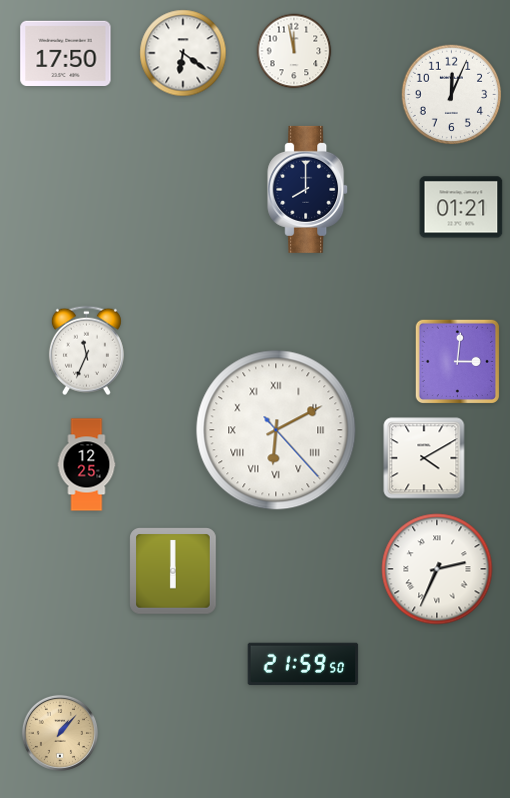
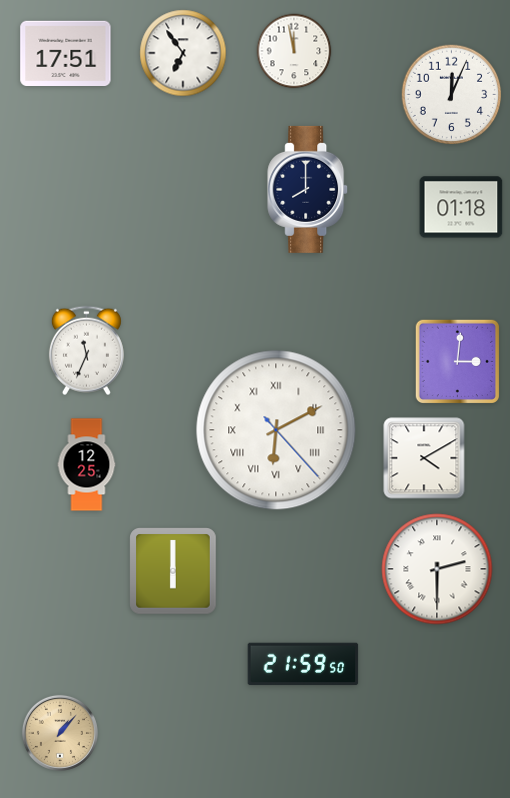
clock at (66, 53): 17:50 -> 17:51
clock at (183, 53): 6:21 -> 6:54
clock at (461, 207): 01:21 -> 01:18
clock at (437, 569): 2:34 -> 2:30
